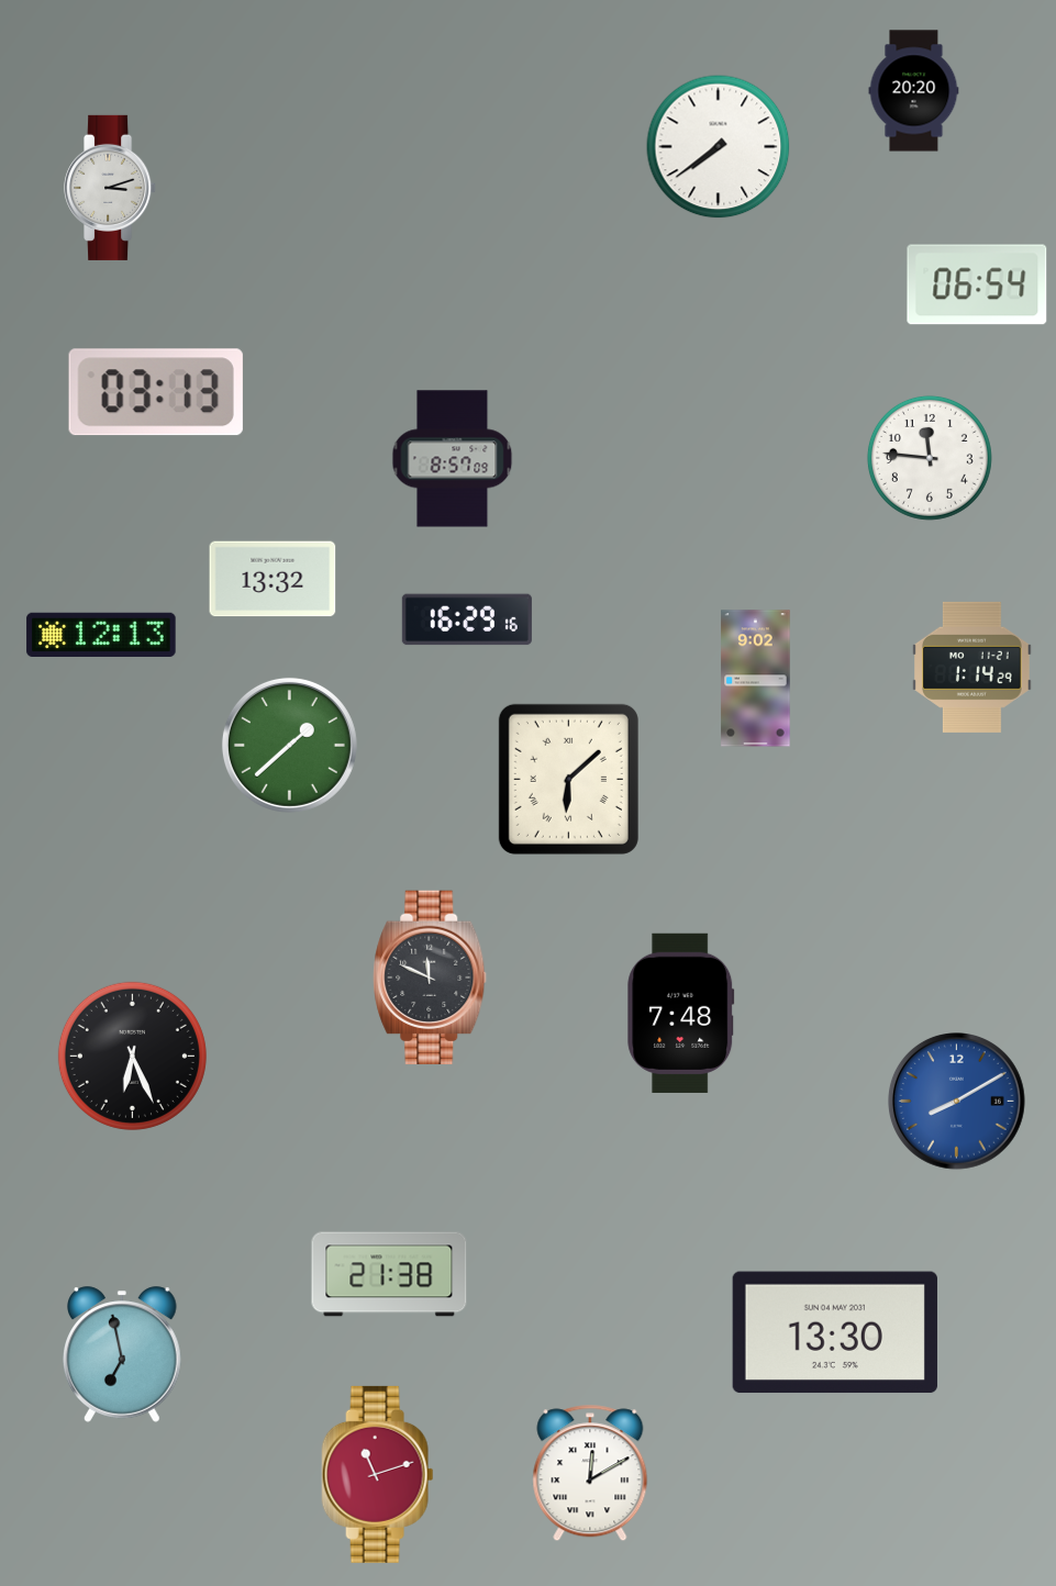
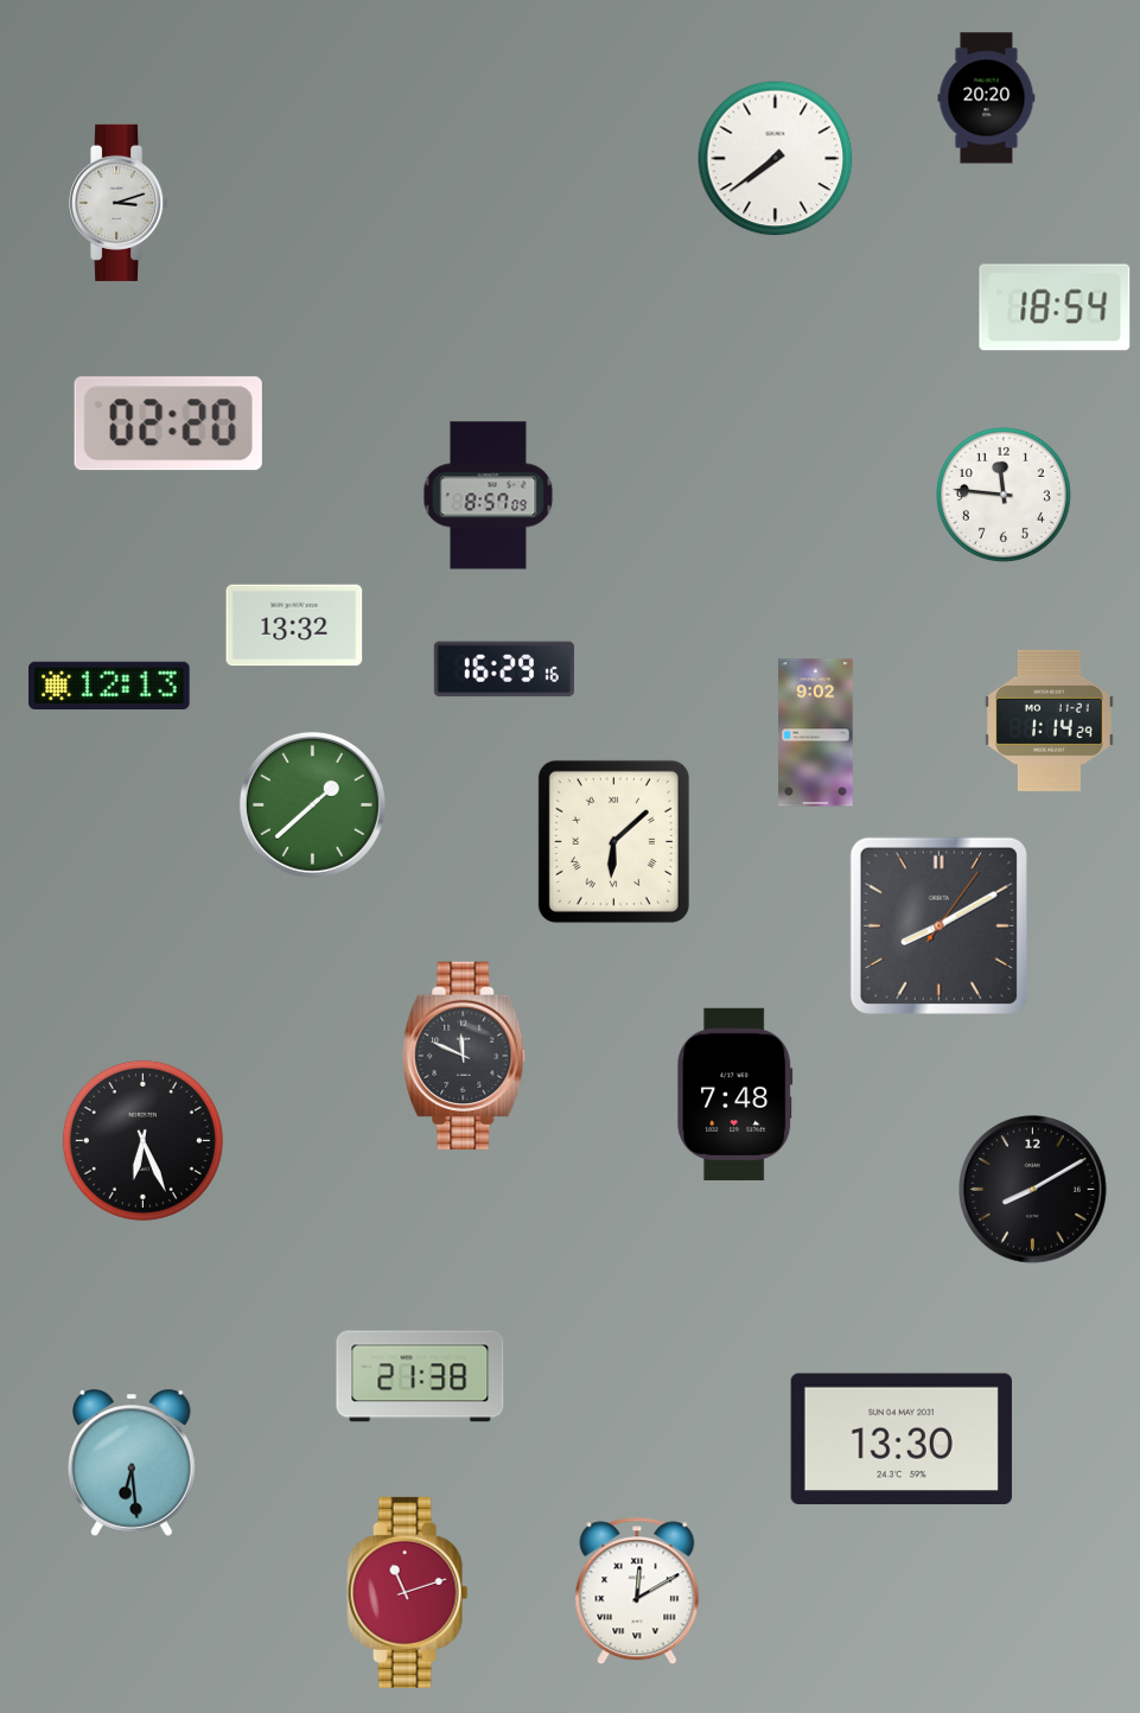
clock at (977, 284): 06:54 -> 18:54
clock at (156, 392): 03:13 -> 02:20
clock at (938, 925): none -> 8:10
clock at (957, 1102) dial: blue -> black
clock at (123, 1354): 6:58 -> 6:29
